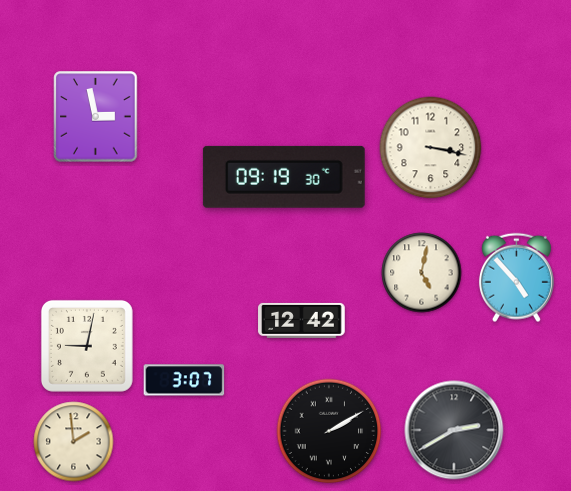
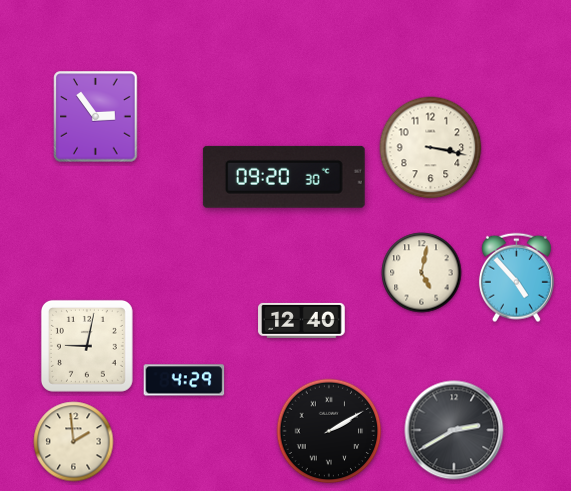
clock at (96, 117): 2:58 -> 2:54
clock at (284, 177): 09:19 -> 09:20
clock at (302, 320): 12:42 -> 12:40
clock at (184, 380): 3:07 -> 4:29
